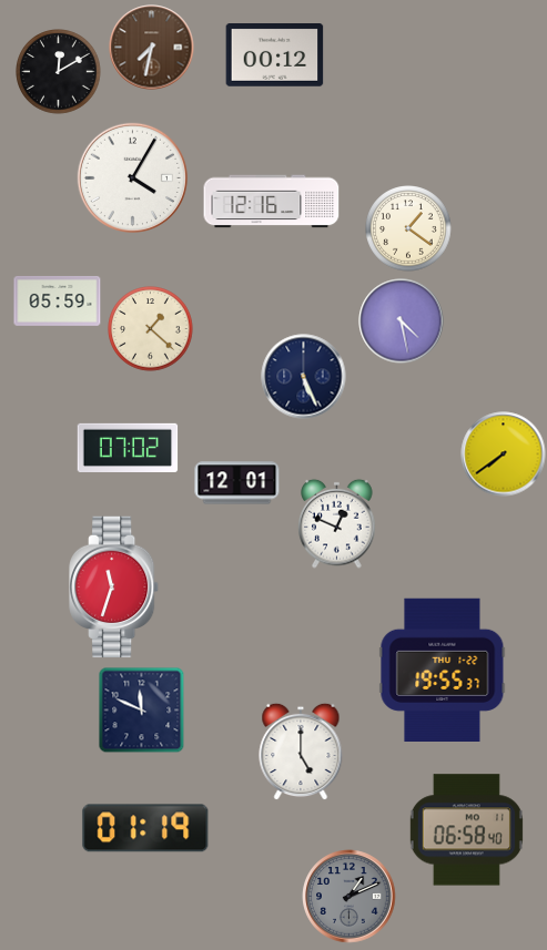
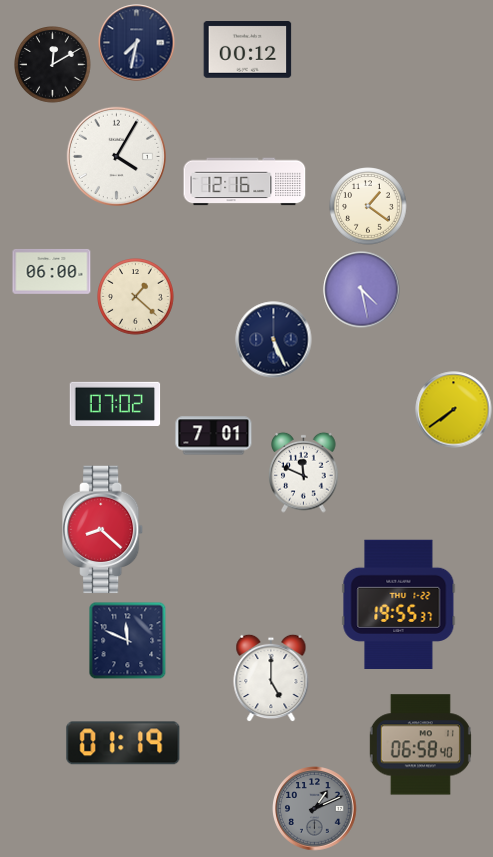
clock at (152, 48) dial: brown -> navy
clock at (132, 177) position: (132, 177) -> (116, 156)
clock at (58, 300): 05:59 -> 06:00
clock at (237, 483): 12:01 -> 7:01
clock at (337, 523): 12:49 -> 11:49
clock at (114, 588): 11:33 -> 8:22
clock at (145, 828) position: (145, 828) -> (123, 743)
clock at (466, 830) position: (466, 830) -> (420, 745)
